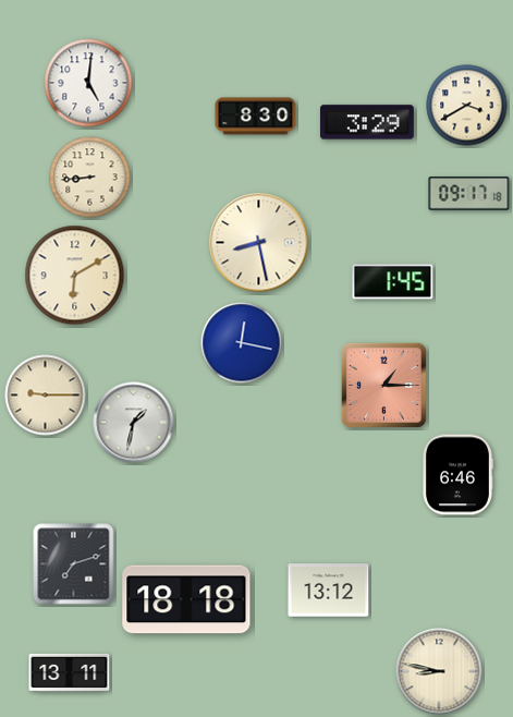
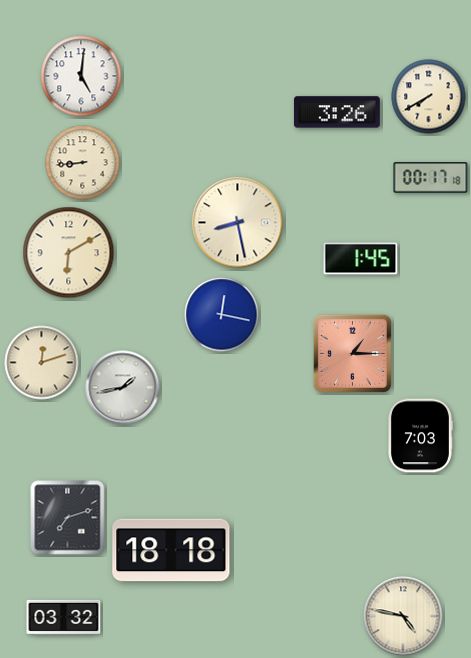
clock at (467, 106): 3:40 -> 7:40
clock at (256, 117): 8:30 -> none
clock at (367, 122): 3:29 -> 3:26
clock at (469, 194): 09:17 -> 00:17
clock at (46, 396): 9:15 -> 12:12
clock at (134, 423): 1:32 -> 1:43
clock at (459, 475): 6:46 -> 7:03
clock at (329, 591): 13:12 -> none
clock at (439, 671): 8:47 -> 4:47
clock at (70, 672): 13:11 -> 03:32
